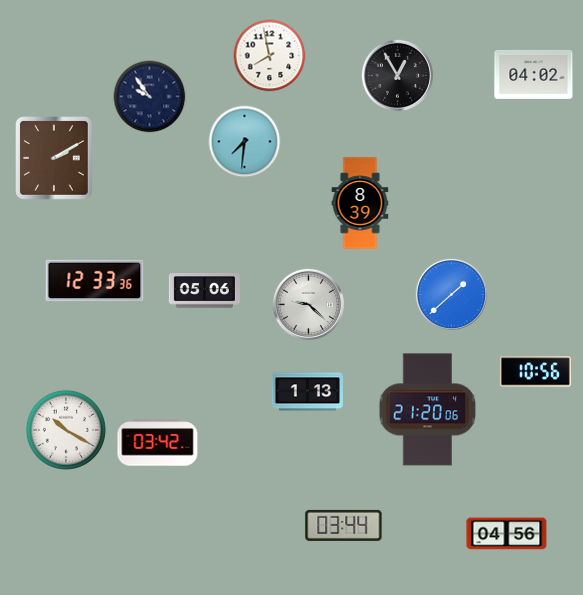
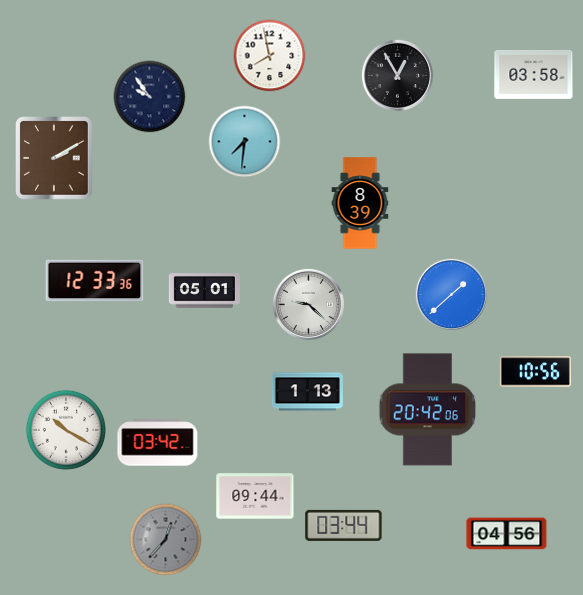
clock at (534, 74): 04:02 -> 03:58
clock at (204, 291): 05:06 -> 05:01
clock at (427, 410): 21:20 -> 20:42
clock at (255, 496): none -> 09:44
clock at (166, 540): none -> 12:37
